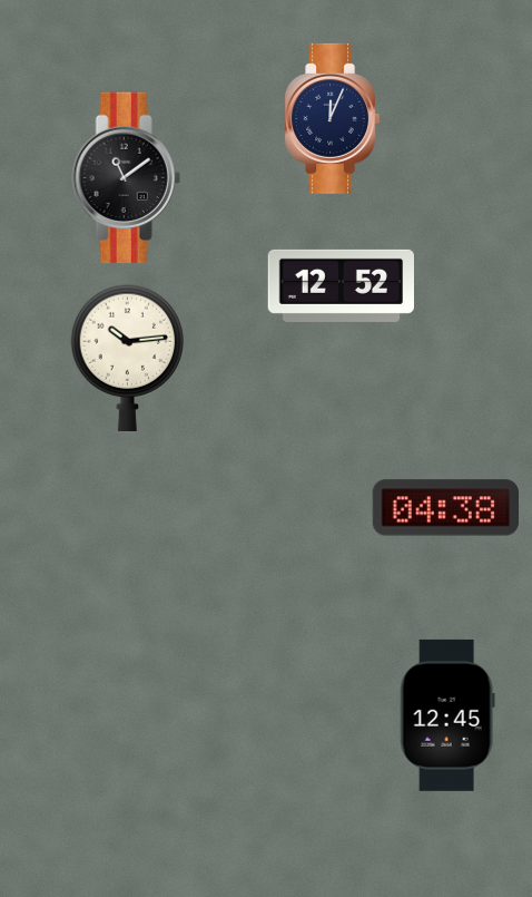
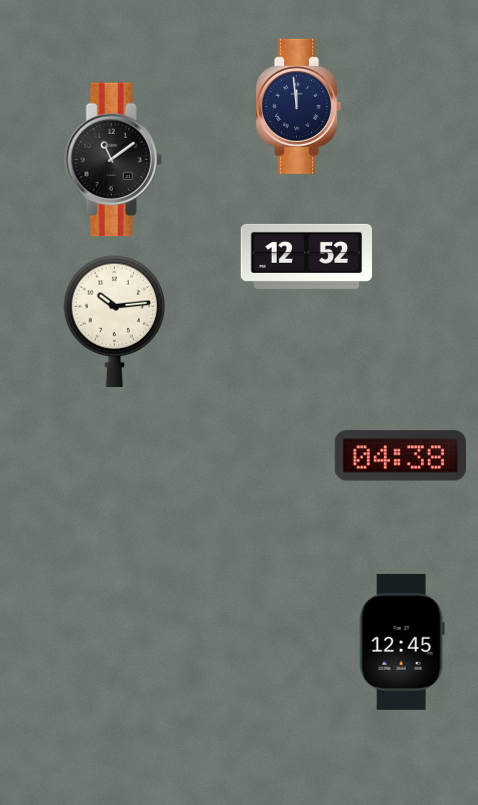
clock at (332, 118): 12:04 -> 11:59
